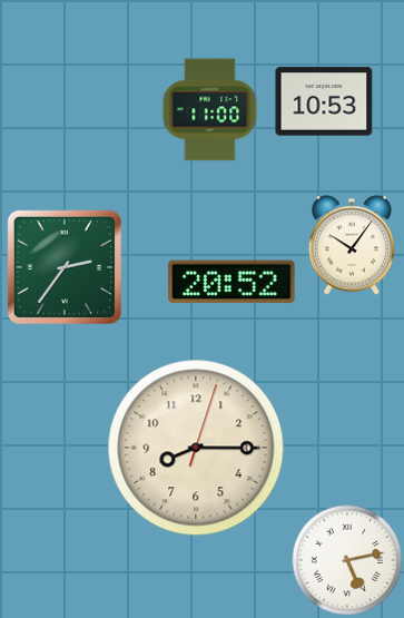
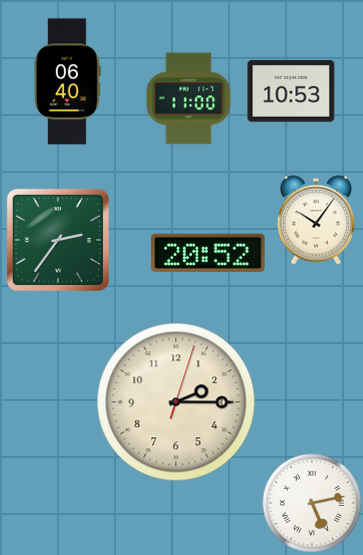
clock at (67, 82): none -> 06:40
clock at (196, 448): 8:15 -> 2:15
